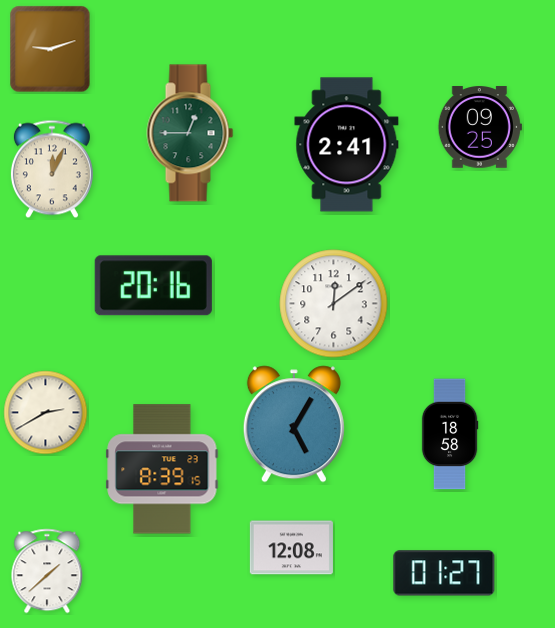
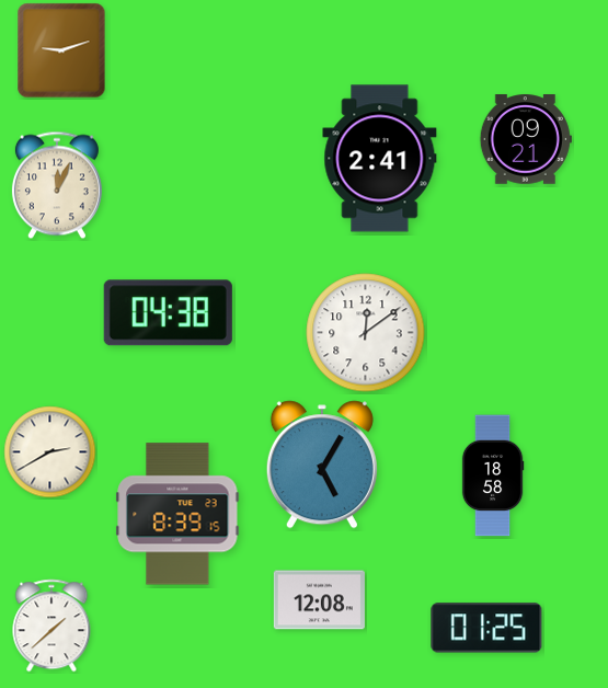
clock at (50, 49) position: (50, 49) -> (61, 50)
clock at (480, 127): 09:25 -> 09:21
clock at (190, 133): 12:45 -> none
clock at (153, 286): 20:16 -> 04:38
clock at (444, 573): 01:27 -> 01:25
